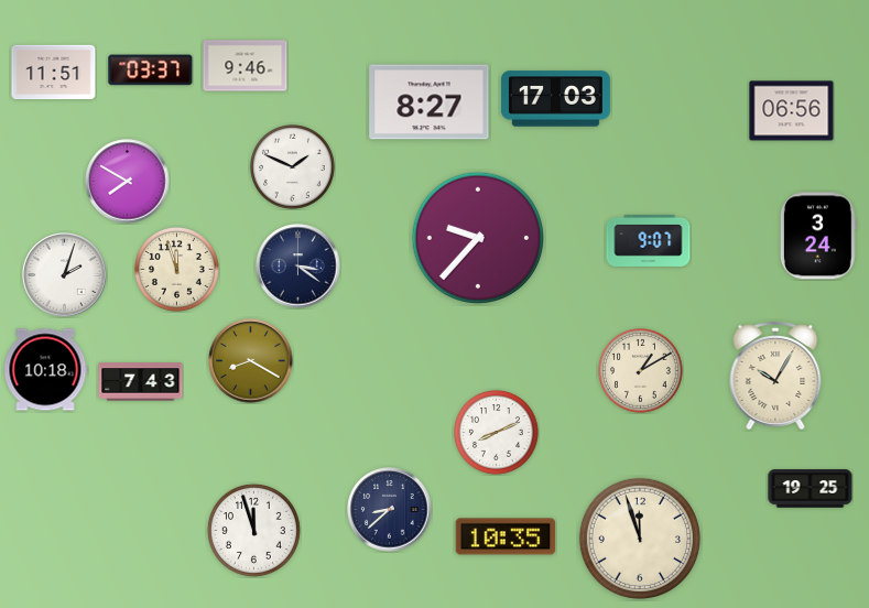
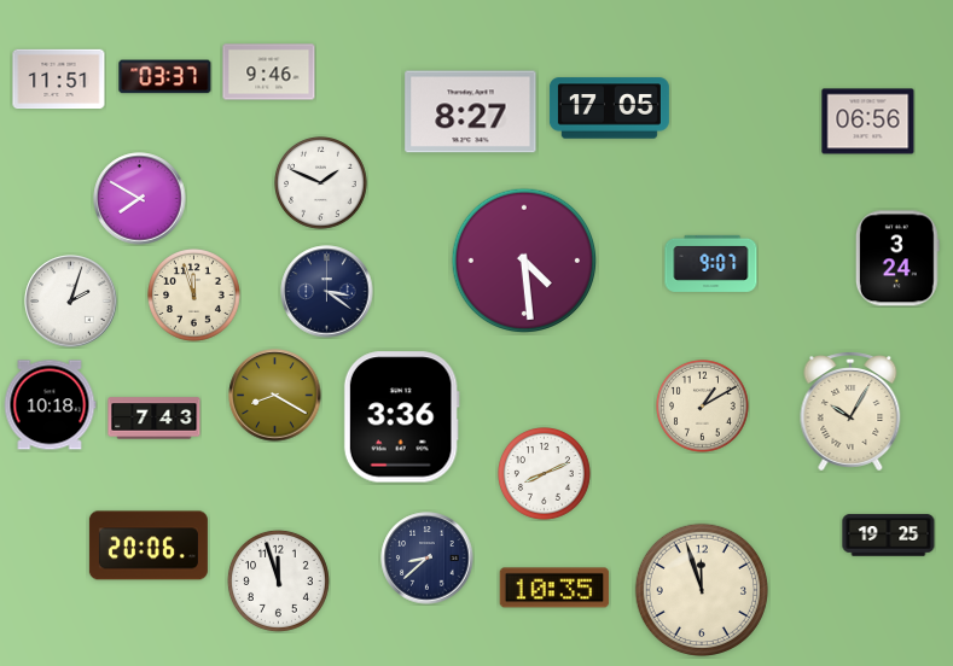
clock at (555, 99): 17:03 -> 17:05
clock at (478, 238): 9:37 -> 4:29
clock at (401, 417): none -> 3:36
clock at (149, 545): none -> 20:06
